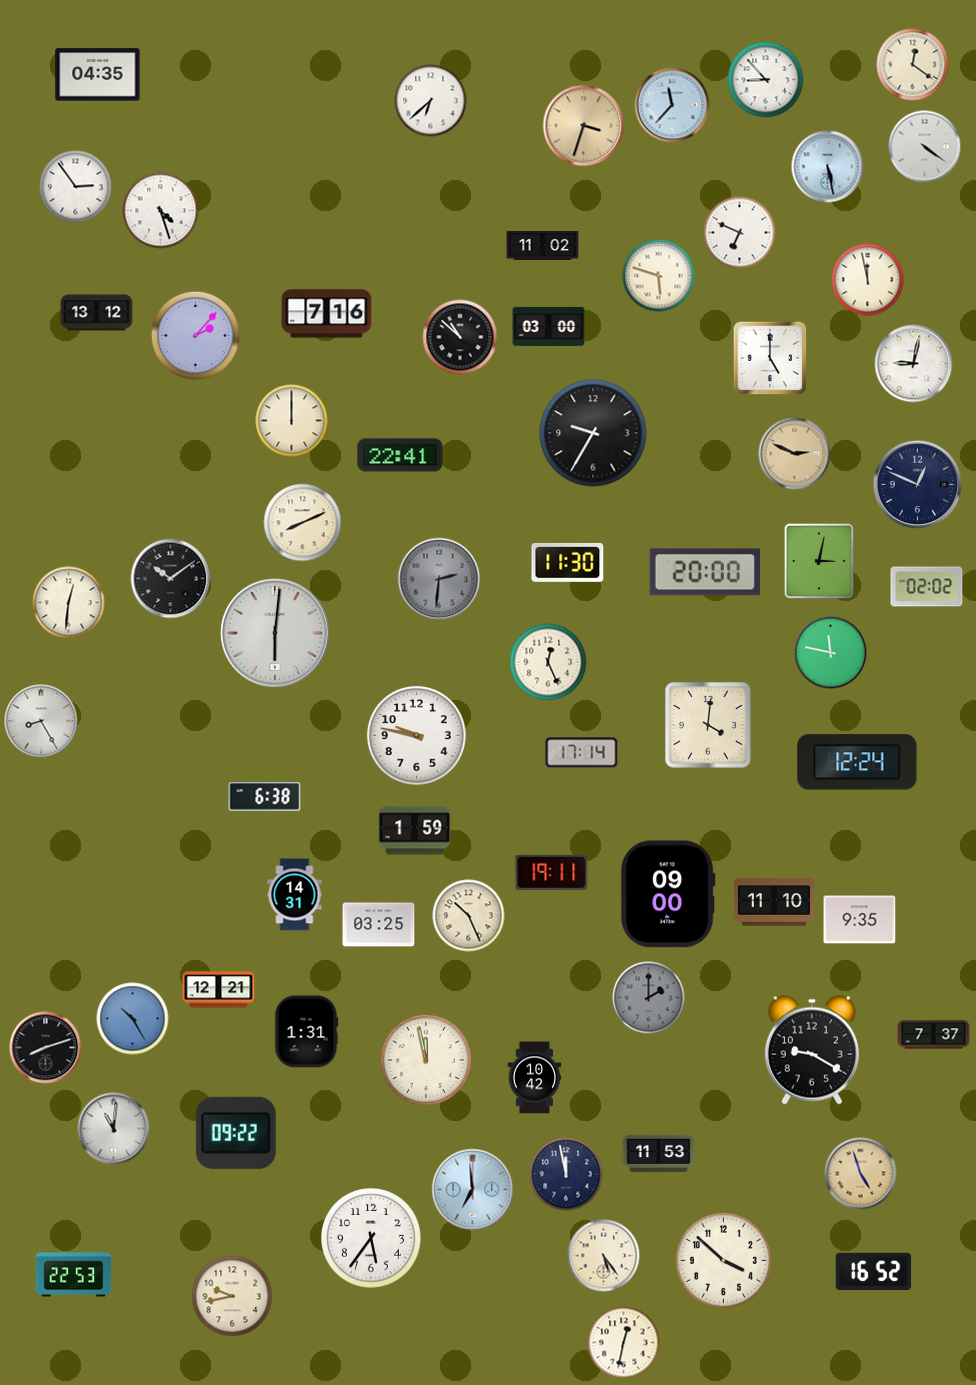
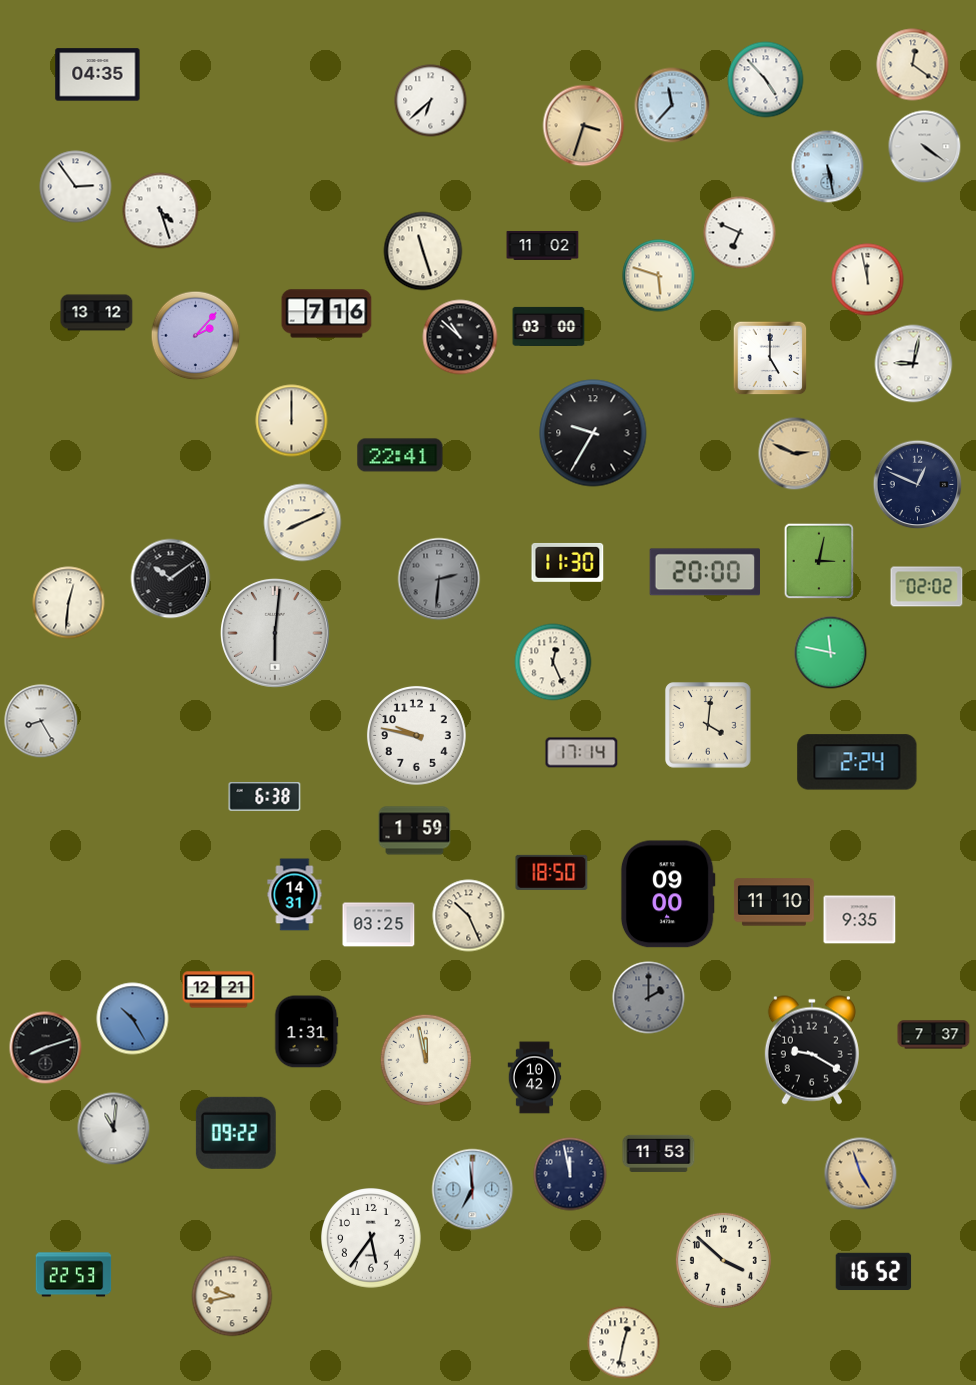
clock at (766, 80): 8:53 -> 4:53
clock at (423, 251): none -> 11:27
clock at (548, 662) position: (548, 662) -> (553, 662)
clock at (857, 762): 12:24 -> 2:24
clock at (552, 872): 19:11 -> 18:50
clock at (566, 1174) position: (566, 1174) -> (570, 1174)
clock at (604, 1256): 5:24 -> none
